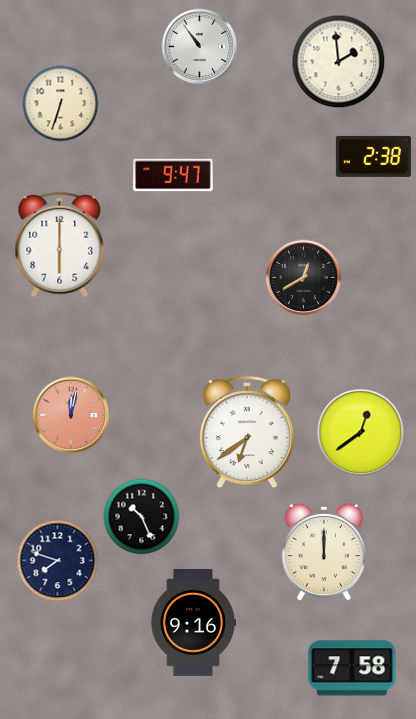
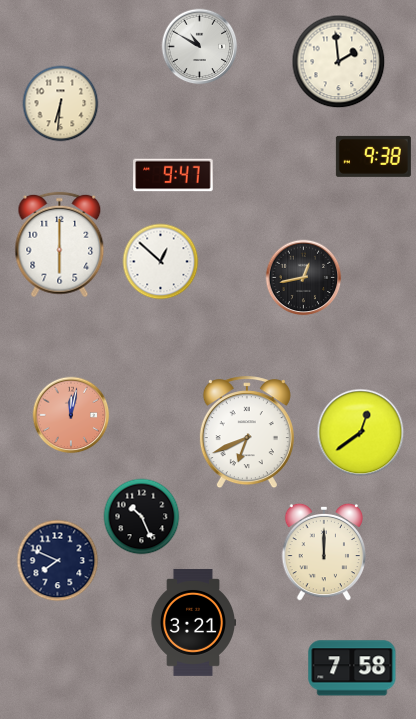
clock at (200, 47): 10:54 -> 10:50
clock at (61, 104): 6:33 -> 6:31
clock at (373, 156): 2:38 -> 9:38
clock at (161, 262): none -> 12:52
clock at (304, 278): 12:40 -> 12:43
clock at (247, 433): 6:39 -> 6:41
clock at (58, 561): 7:48 -> 7:49
clock at (192, 623): 9:16 -> 3:21
